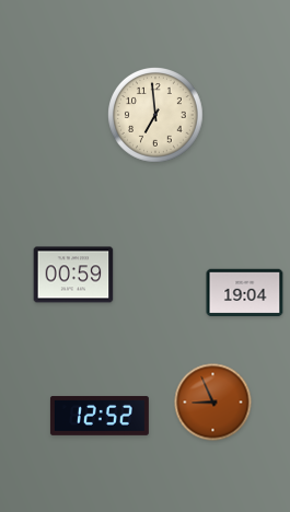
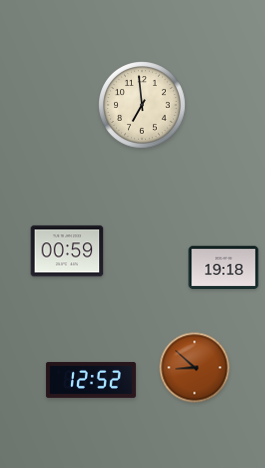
clock at (245, 293): 19:04 -> 19:18
clock at (213, 403): 8:56 -> 8:52
